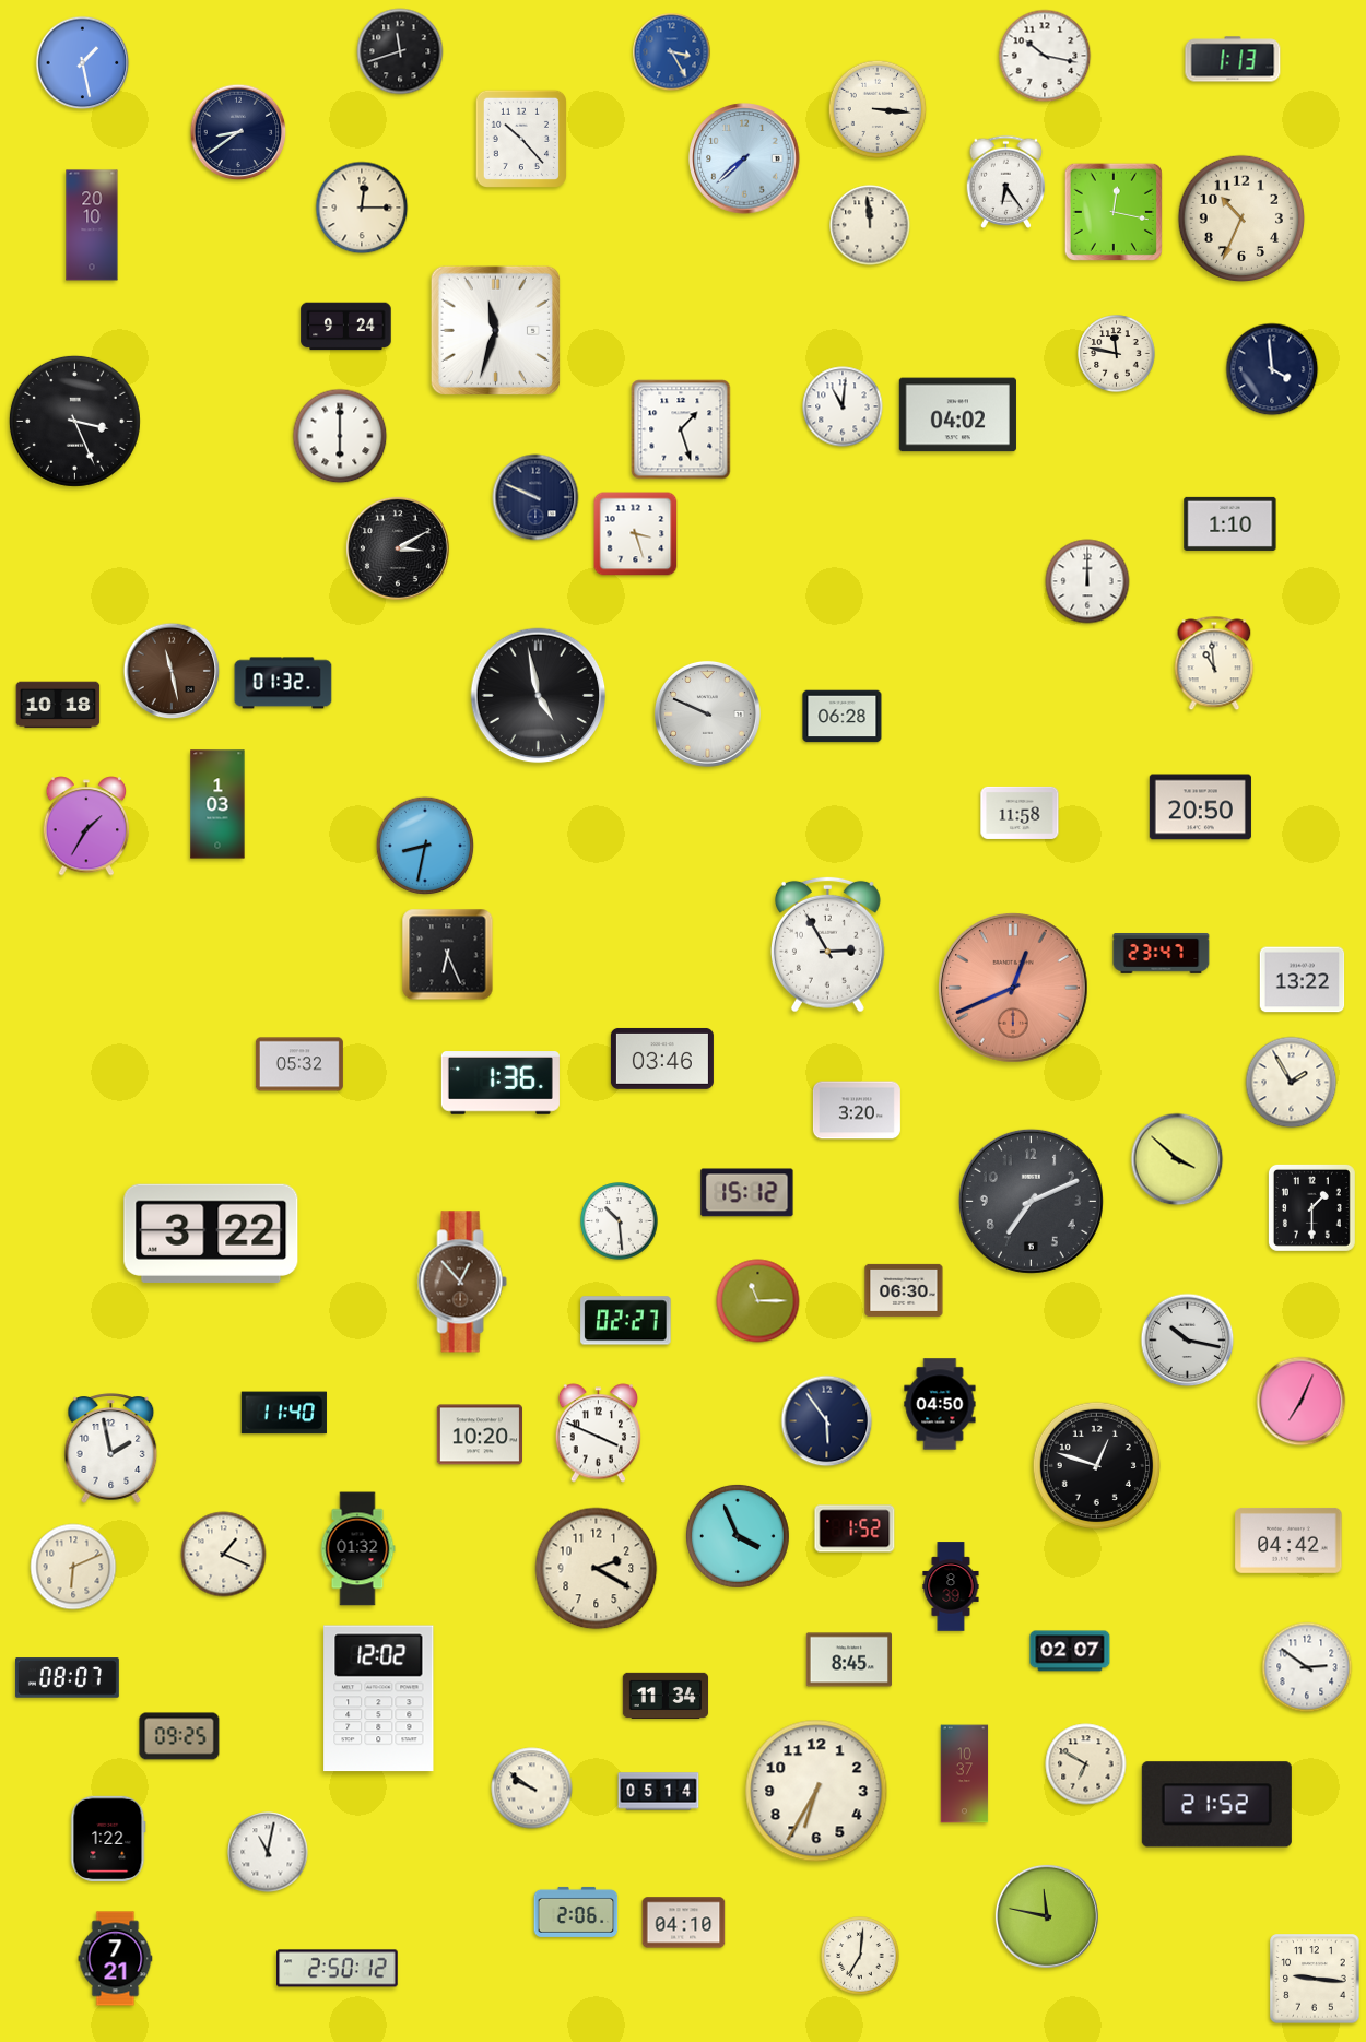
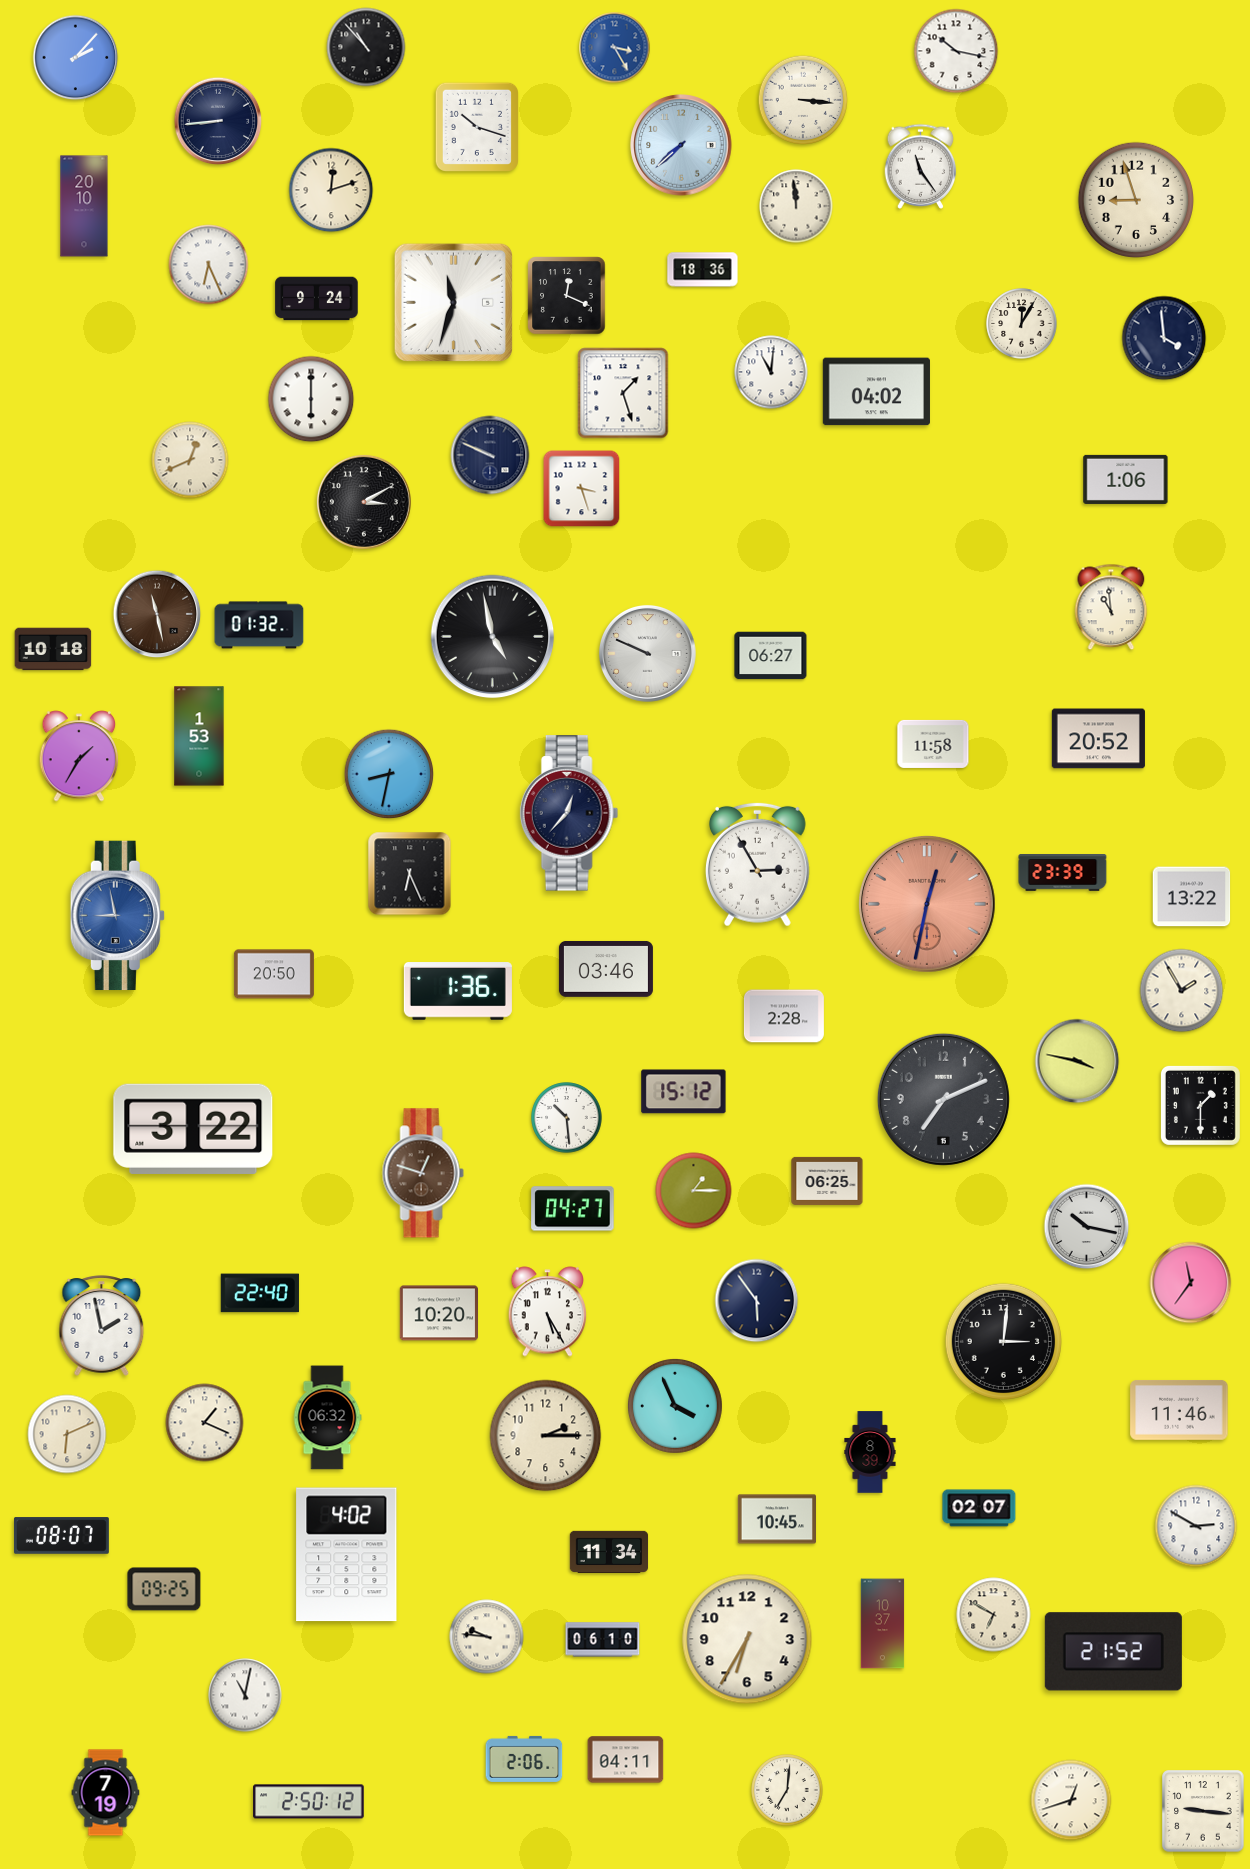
clock at (400, 51): 11:42 -> 10:53
clock at (1233, 59): 1:13 -> none
clock at (83, 63): 1:28 -> 2:07
clock at (238, 132): 8:39 -> 8:44
clock at (521, 139): 10:23 -> 10:18
clock at (1006, 181): 6:24 -> 11:24
clock at (362, 208): 12:15 -> 12:12
clock at (1114, 212): 12:17 -> none
clock at (1240, 217): 10:34 -> 8:57
clock at (209, 265): none -> 6:26
clock at (703, 270): none -> 18:36
clock at (567, 296): none -> 12:19
clock at (1117, 354): 11:47 -> 12:05
clock at (957, 415) position: (957, 415) -> (876, 392)
clock at (74, 421): 3:26 -> none
clock at (190, 460): none -> 12:41
clock at (1230, 523): 1:10 -> 1:06
clock at (1087, 581): 12:00 -> none
clock at (58, 705) position: (58, 705) -> (53, 649)
clock at (843, 717): 06:28 -> 06:27
clock at (217, 804): 1:03 -> 1:53
clock at (1200, 807): 20:50 -> 20:52
clock at (569, 813): none -> 12:37
clock at (1162, 954): 23:47 -> 23:39
clock at (1014, 989): 12:41 -> 12:32
clock at (117, 916): none -> 8:58
clock at (299, 1064): 05:32 -> 20:50
clock at (857, 1110): 3:20 -> 2:28
clock at (1177, 1159): 3:52 -> 3:47
clock at (462, 1282): 12:53 -> 12:48
clock at (904, 1290): 06:30 -> 06:25
clock at (758, 1301): 11:15 -> 1:15
clock at (626, 1321): 02:27 -> 04:27
clock at (1302, 1402): 7:04 -> 11:36
clock at (940, 1404): 04:50 -> none
clock at (284, 1413): 11:40 -> 22:40
clock at (598, 1433): 3:49 -> 5:25
clock at (1096, 1465): 12:48 -> 3:01
clock at (855, 1528): 1:52 -> none
clock at (1288, 1541): 04:42 -> 11:46
clock at (357, 1549): 01:32 -> 06:32
clock at (597, 1569): 2:20 -> 2:15
clock at (1070, 1651) position: (1070, 1651) -> (979, 1508)
clock at (848, 1660): 8:45 -> 10:45
clock at (1307, 1667): 2:51 -> 2:50
clock at (379, 1699): 12:02 -> 4:02
clock at (532, 1789): 9:51 -> 9:46
clock at (659, 1792): 05:14 -> 06:10
clock at (108, 1838): 1:22 -> none
clock at (576, 1912) position: (576, 1912) -> (524, 1759)
clock at (1047, 1916): 11:47 -> none
clock at (684, 1923): 04:10 -> 04:11
clock at (116, 1959): 7:21 -> 7:19
clock at (1071, 1800): none -> 12:42
